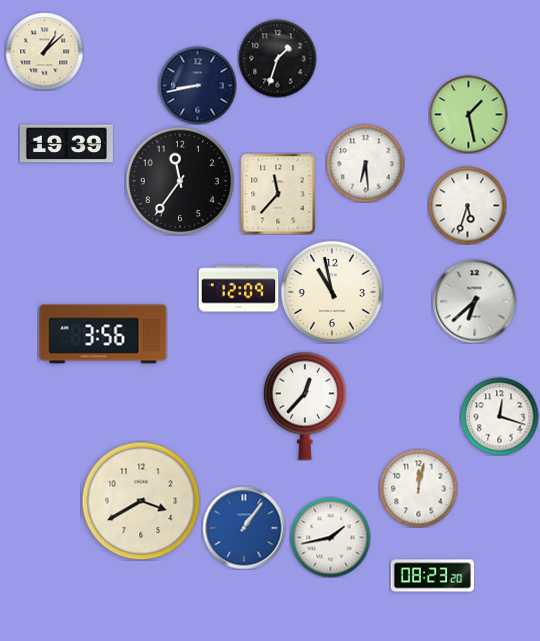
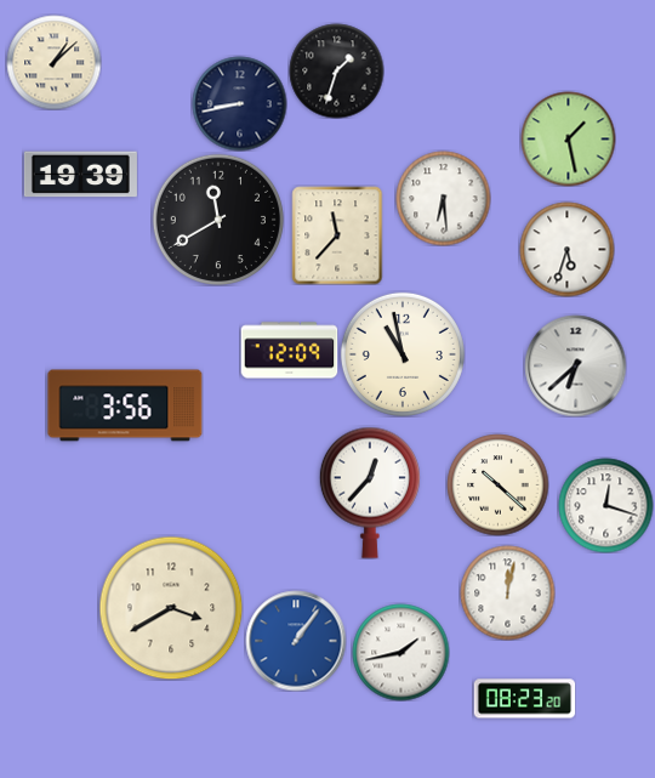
clock at (179, 180): 11:36 -> 11:40
clock at (497, 484): none -> 10:22
